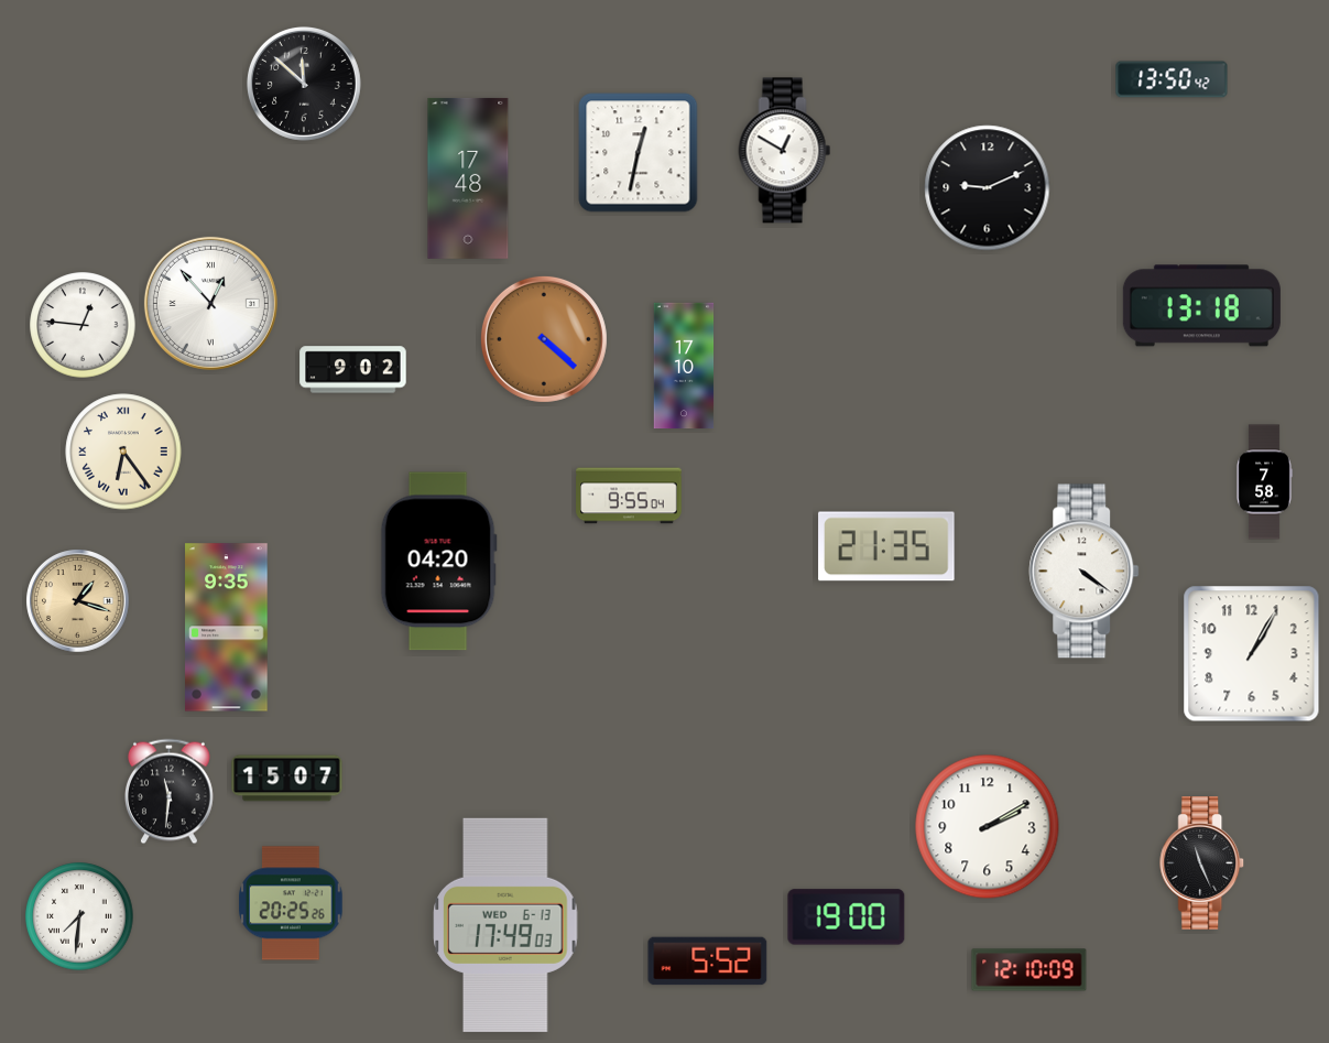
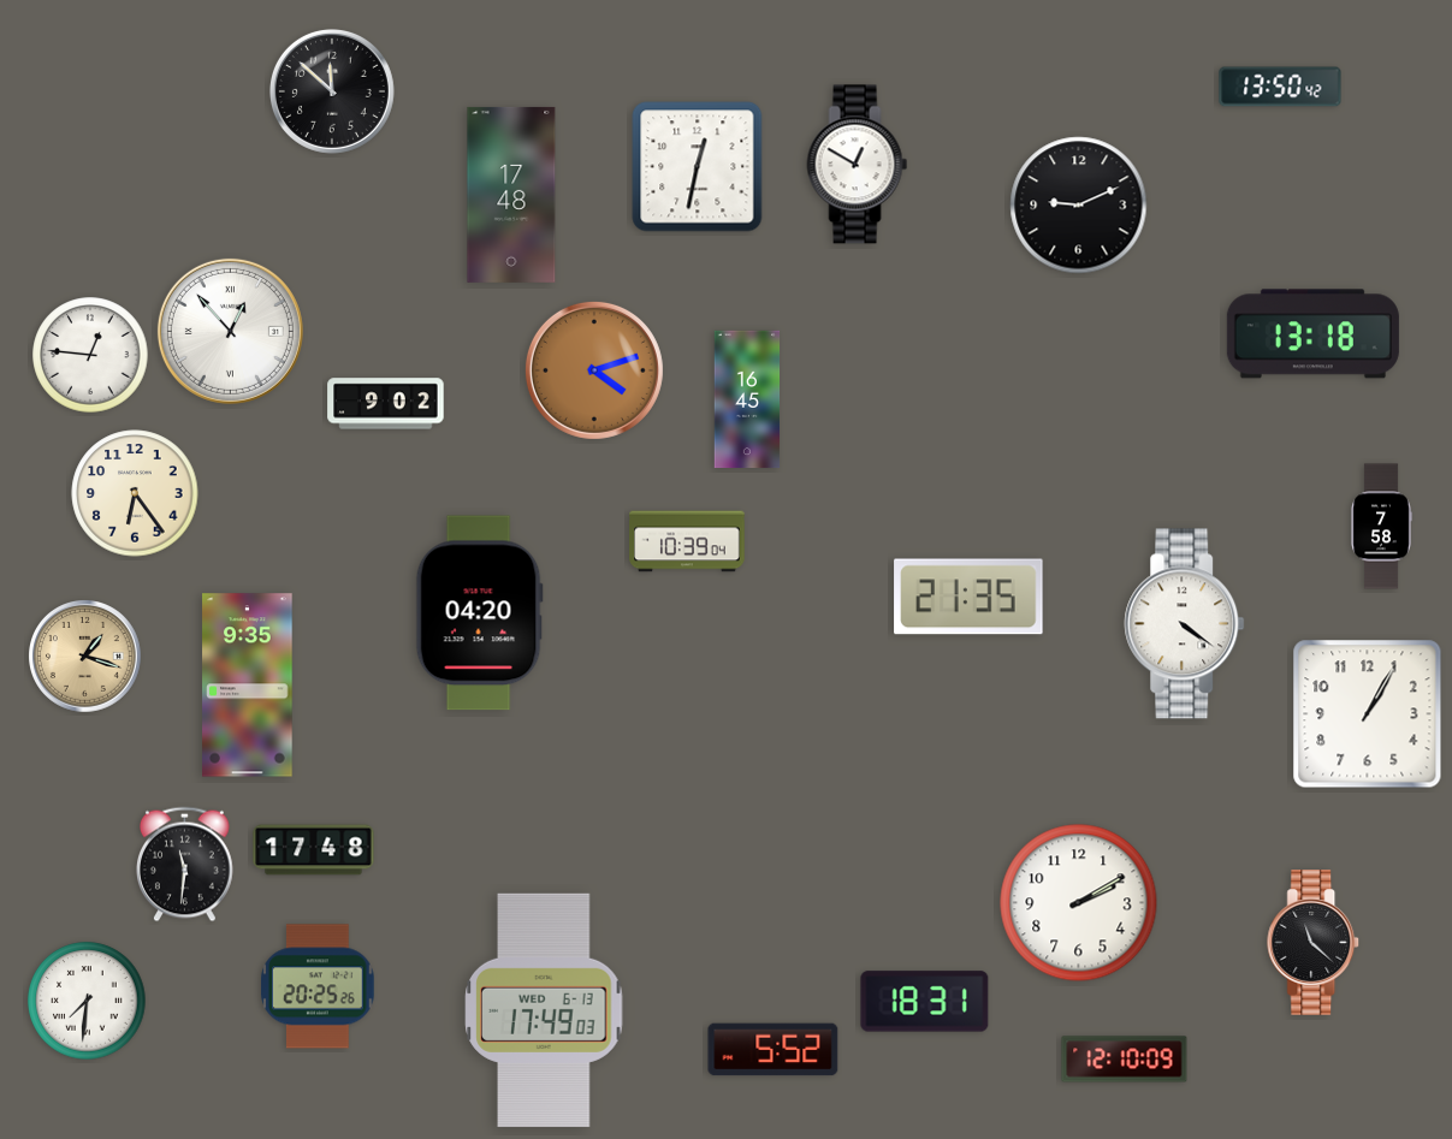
clock at (544, 339): 4:22 -> 4:12
clock at (684, 366): 17:10 -> 16:45
clock at (123, 452) numerals: Roman -> Arabic
clock at (629, 496): 9:55 -> 10:39
clock at (287, 779): 15:07 -> 17:48
clock at (1202, 863): 11:26 -> 11:22
clock at (847, 917): 19:00 -> 18:31
clock at (505, 925) position: (505, 925) -> (544, 1010)
